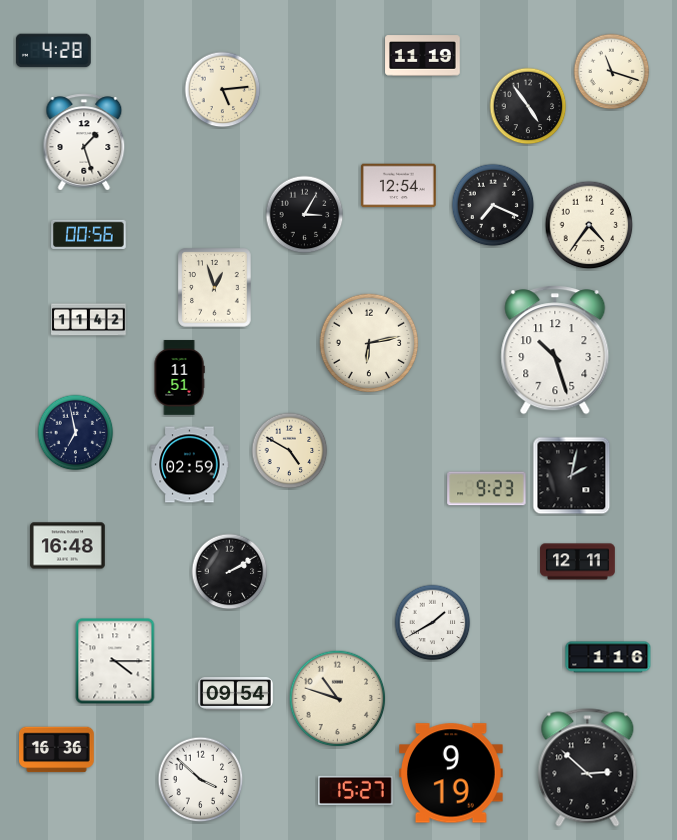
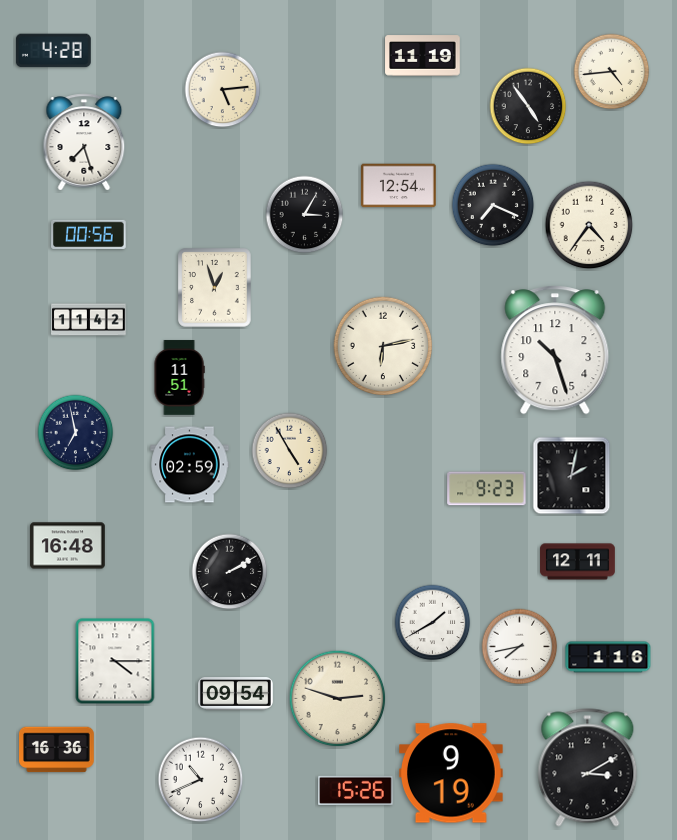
clock at (612, 72): 11:18 -> 4:44
clock at (84, 142): 1:27 -> 7:27
clock at (369, 343) position: (369, 343) -> (383, 346)
clock at (290, 451): 4:50 -> 4:55
clock at (520, 647): none -> 7:43
clock at (338, 699): 10:48 -> 2:48
clock at (588, 768): 2:52 -> 3:10
clock at (201, 780): 3:52 -> 10:41
clock at (356, 790): 15:27 -> 15:26
